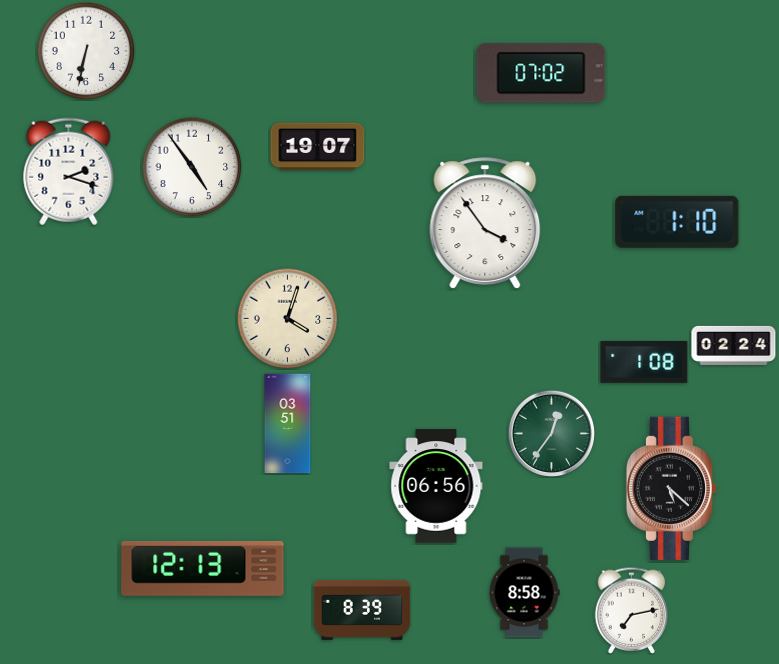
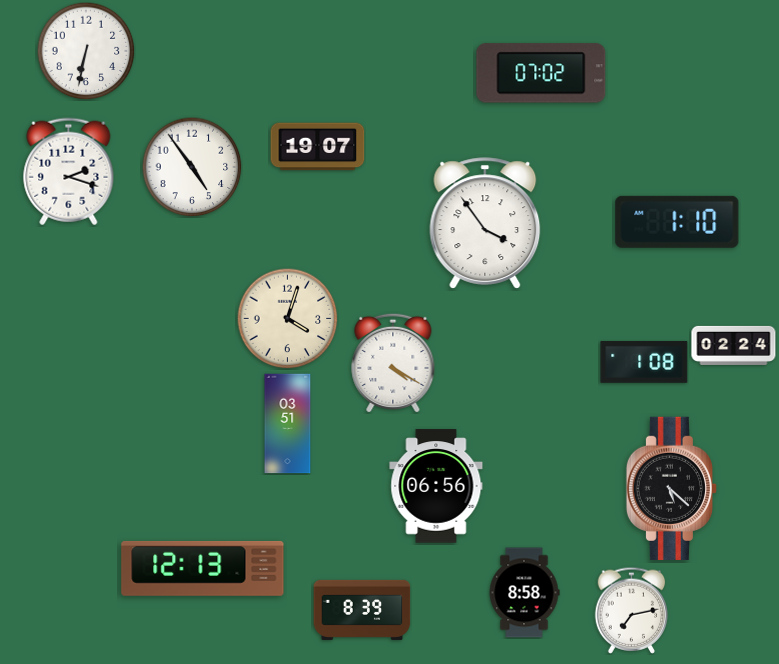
clock at (393, 363): none -> 4:20
clock at (551, 433): 12:36 -> none
